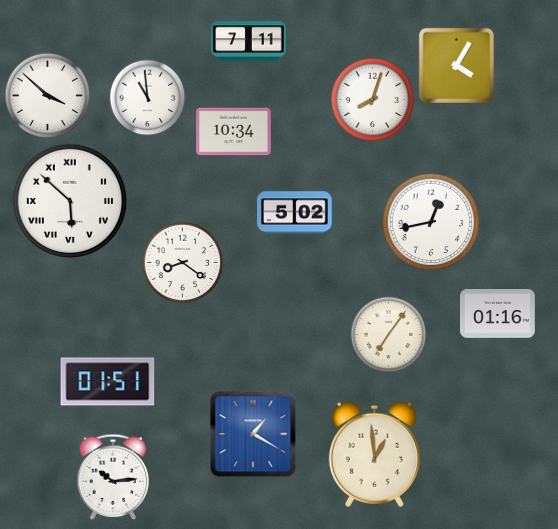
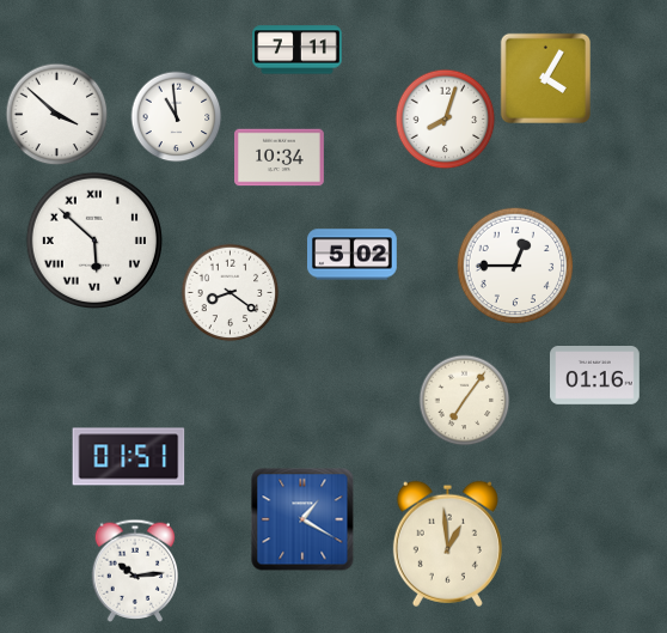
clock at (70, 201) position: (70, 201) -> (94, 241)
clock at (431, 222): 12:43 -> 12:45
clock at (183, 263) position: (183, 263) -> (231, 293)
